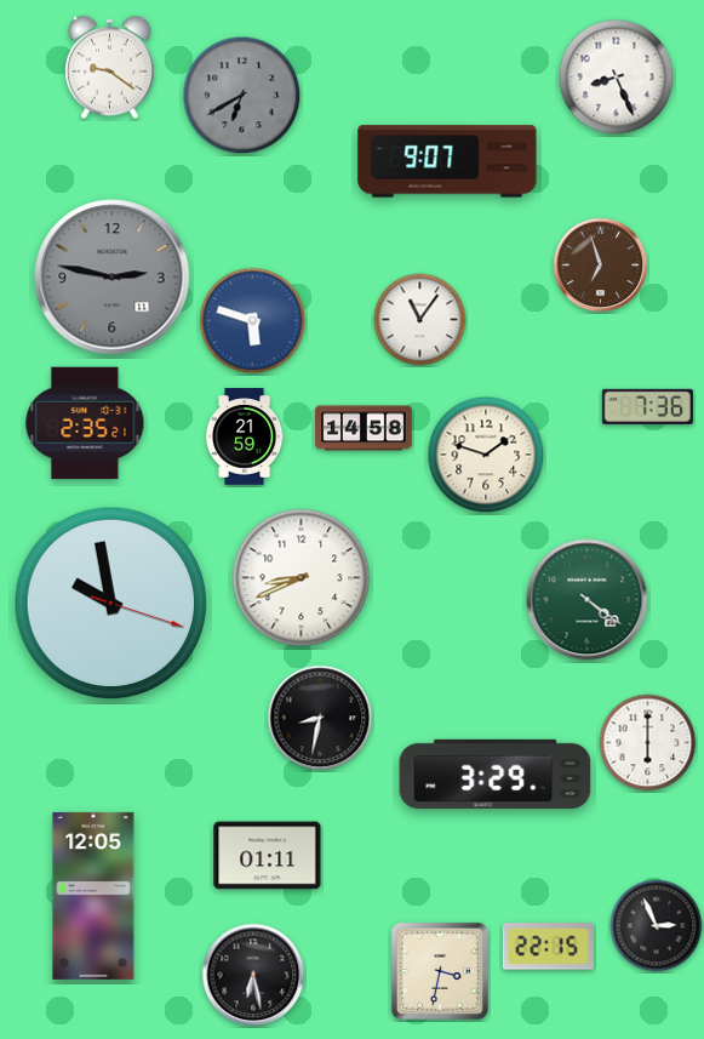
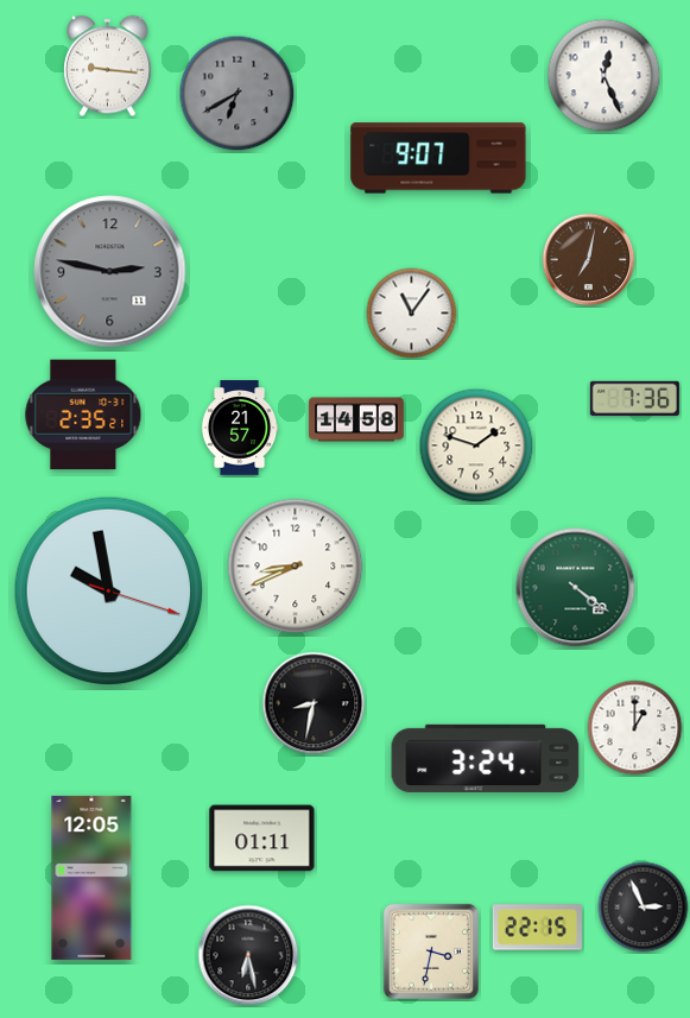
clock at (110, 68): 9:21 -> 9:16
clock at (617, 78): 8:26 -> 12:26
clock at (601, 266): 6:57 -> 7:02
clock at (253, 321): 5:48 -> none
clock at (245, 436): 21:59 -> 21:57
clock at (648, 743): 6:00 -> 1:00
clock at (496, 773): 3:29 -> 3:24
